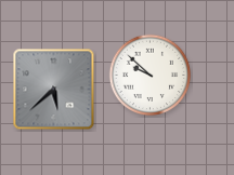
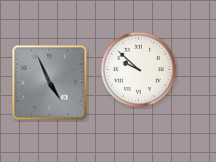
clock at (54, 90): 5:38 -> 4:56
